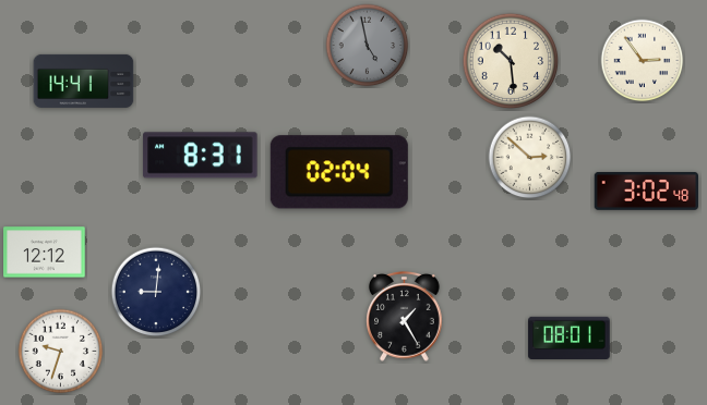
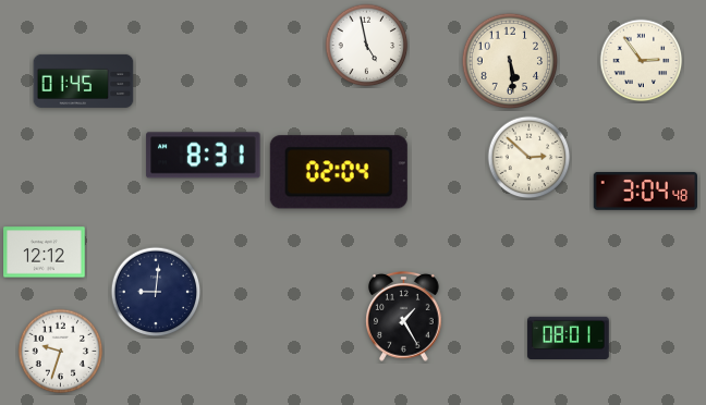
clock at (368, 46) dial: grey -> white
clock at (511, 61): 10:29 -> 5:29
clock at (84, 81): 14:41 -> 01:45
clock at (201, 156) position: (201, 156) -> (204, 156)
clock at (647, 191): 3:02 -> 3:04
